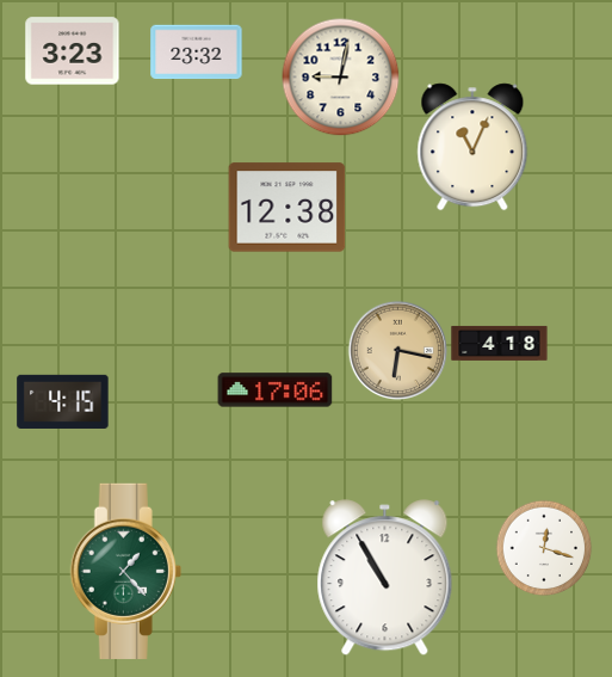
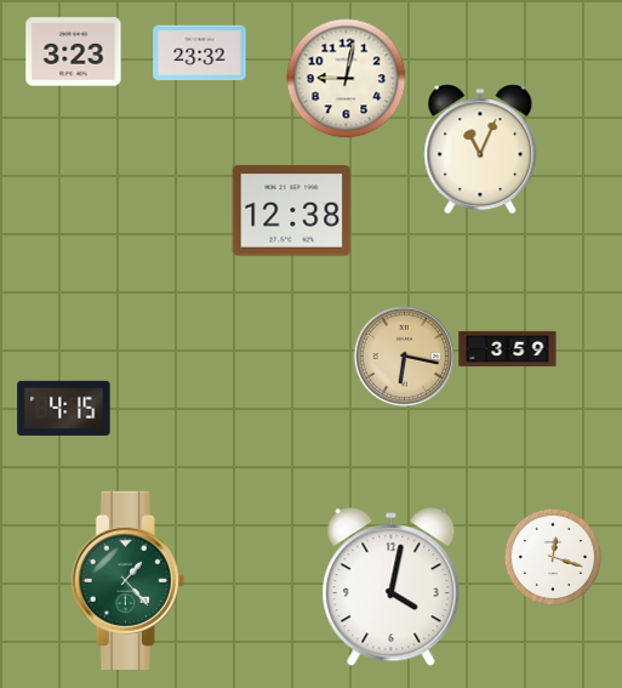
clock at (500, 343): 4:18 -> 3:59
clock at (276, 390): 17:06 -> none
clock at (385, 578): 10:55 -> 4:02
